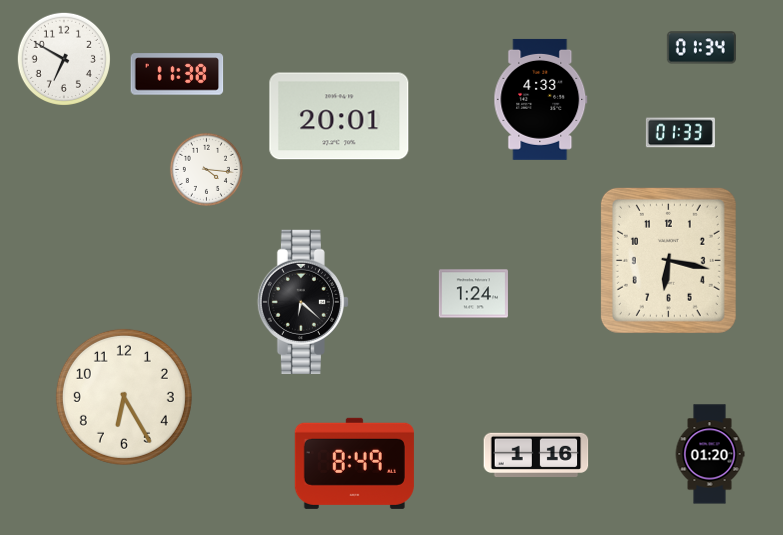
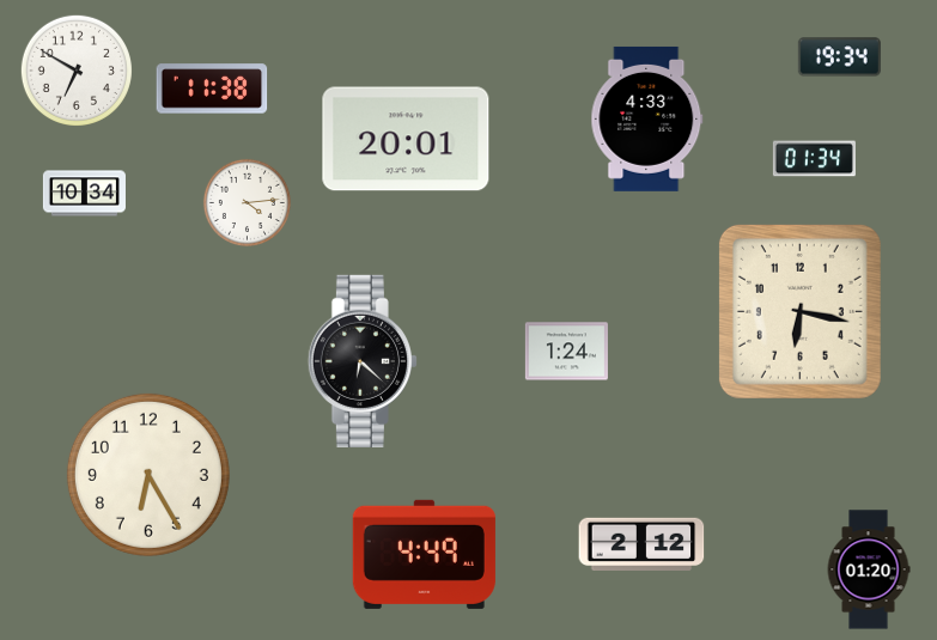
clock at (701, 48): 01:34 -> 19:34
clock at (680, 133): 01:33 -> 01:34
clock at (84, 194): none -> 10:34
clock at (206, 169): 4:16 -> 4:14
clock at (536, 454): 1:16 -> 2:12
clock at (710, 454) position: (710, 454) -> (869, 569)
clock at (354, 463): 8:49 -> 4:49
